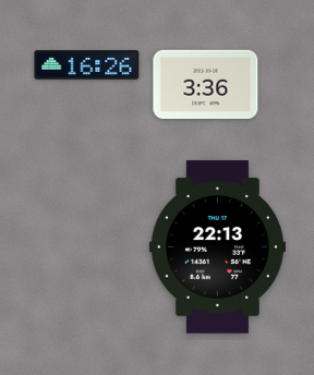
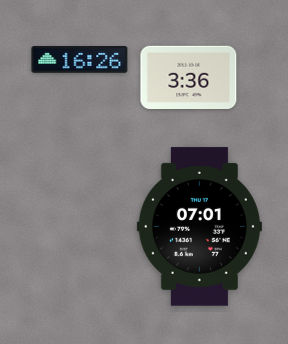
clock at (217, 247): 22:13 -> 07:01
